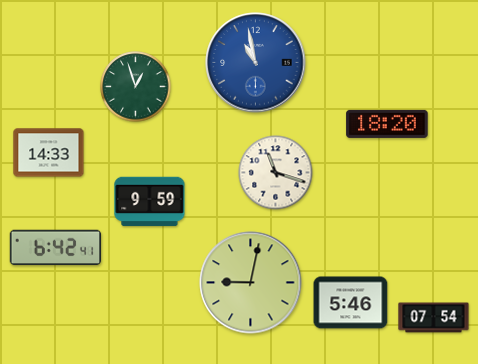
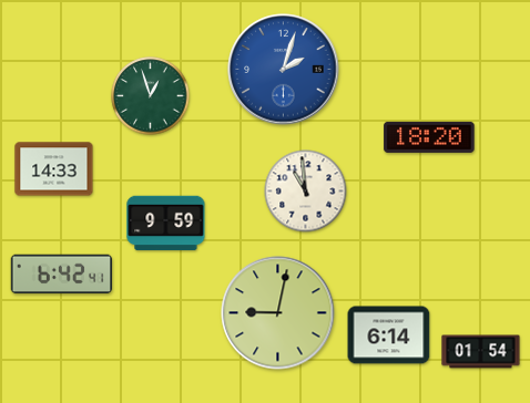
clock at (256, 63): 10:58 -> 2:03
clock at (276, 173): 11:18 -> 10:59
clock at (351, 303): 5:46 -> 6:14
clock at (434, 318): 07:54 -> 01:54
